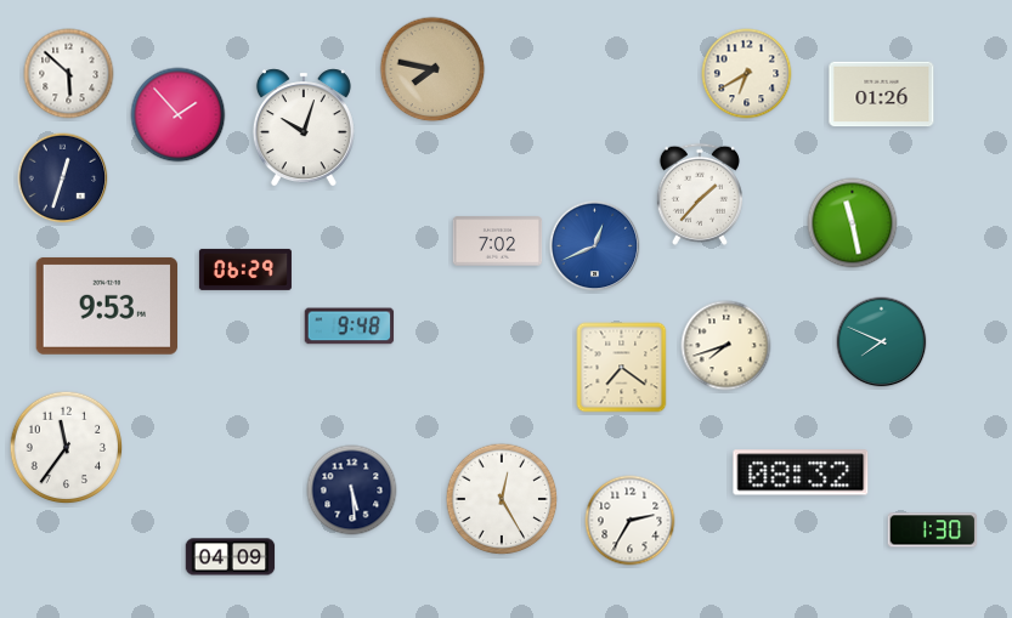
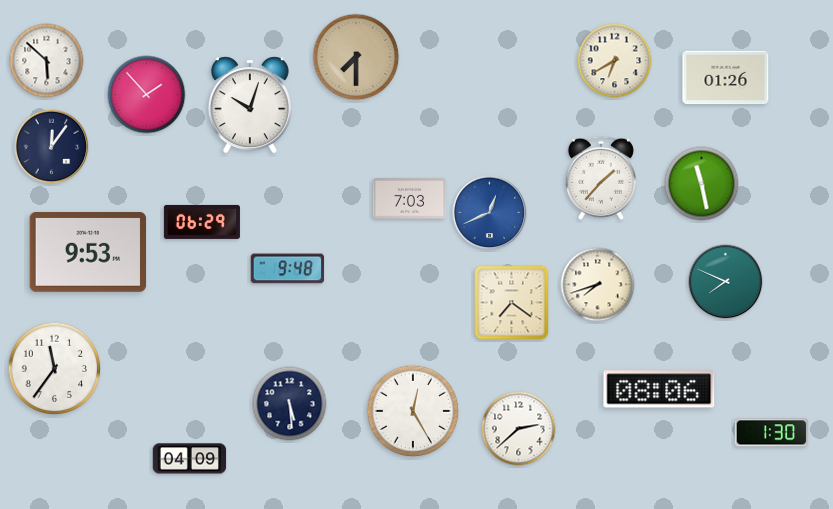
clock at (432, 69): 7:47 -> 7:30
clock at (69, 74) position: (69, 74) -> (47, 61)
clock at (63, 178): 12:33 -> 12:06
clock at (700, 194) position: (700, 194) -> (601, 178)
clock at (498, 242): 7:02 -> 7:03
clock at (595, 246) position: (595, 246) -> (490, 213)
clock at (801, 472): 08:32 -> 08:06
clock at (631, 521): 2:35 -> 2:38
clock at (933, 531) position: (933, 531) -> (772, 433)
